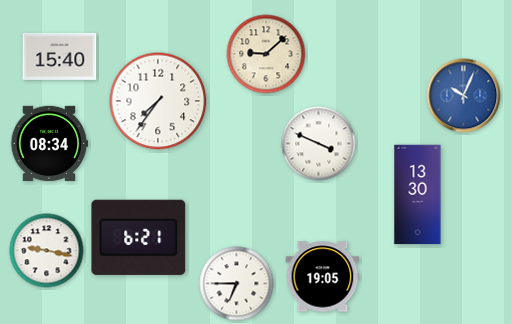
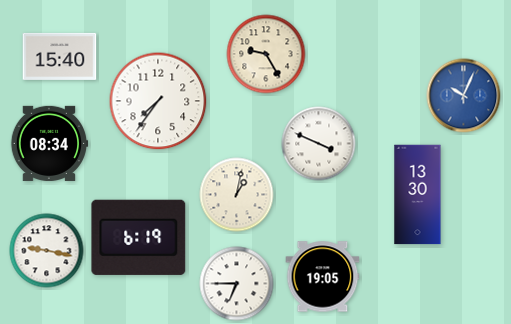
clock at (266, 54): 9:08 -> 9:25
clock at (237, 195): none -> 1:02
clock at (139, 237): 6:21 -> 6:19
